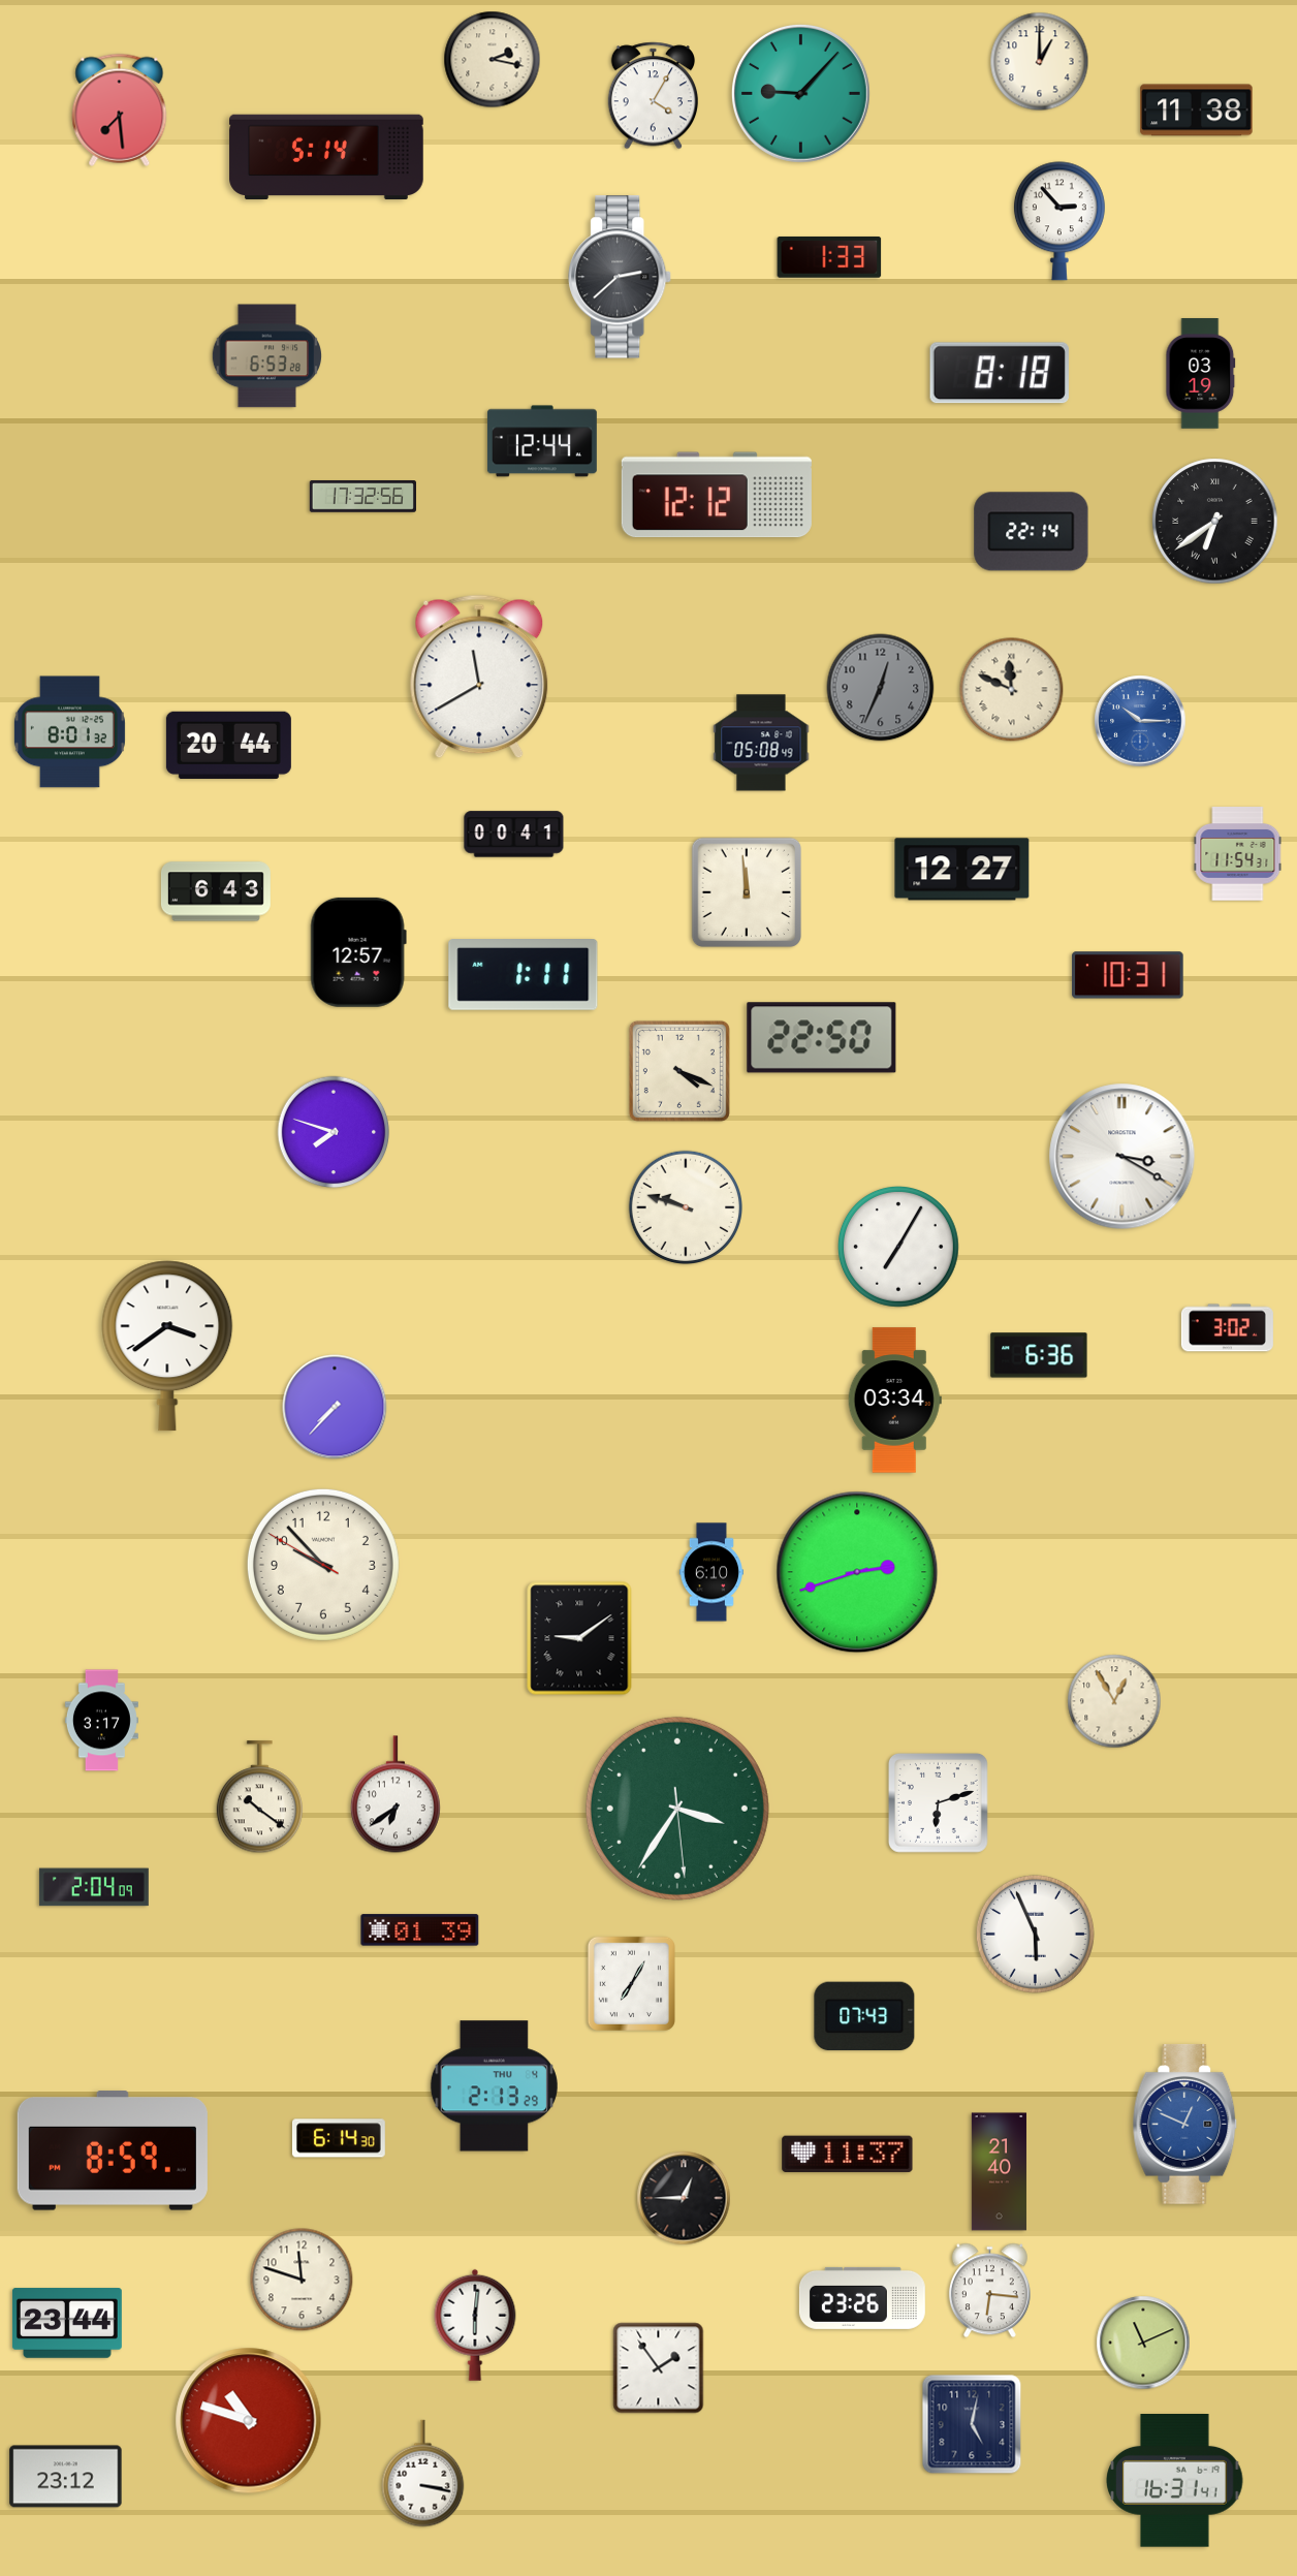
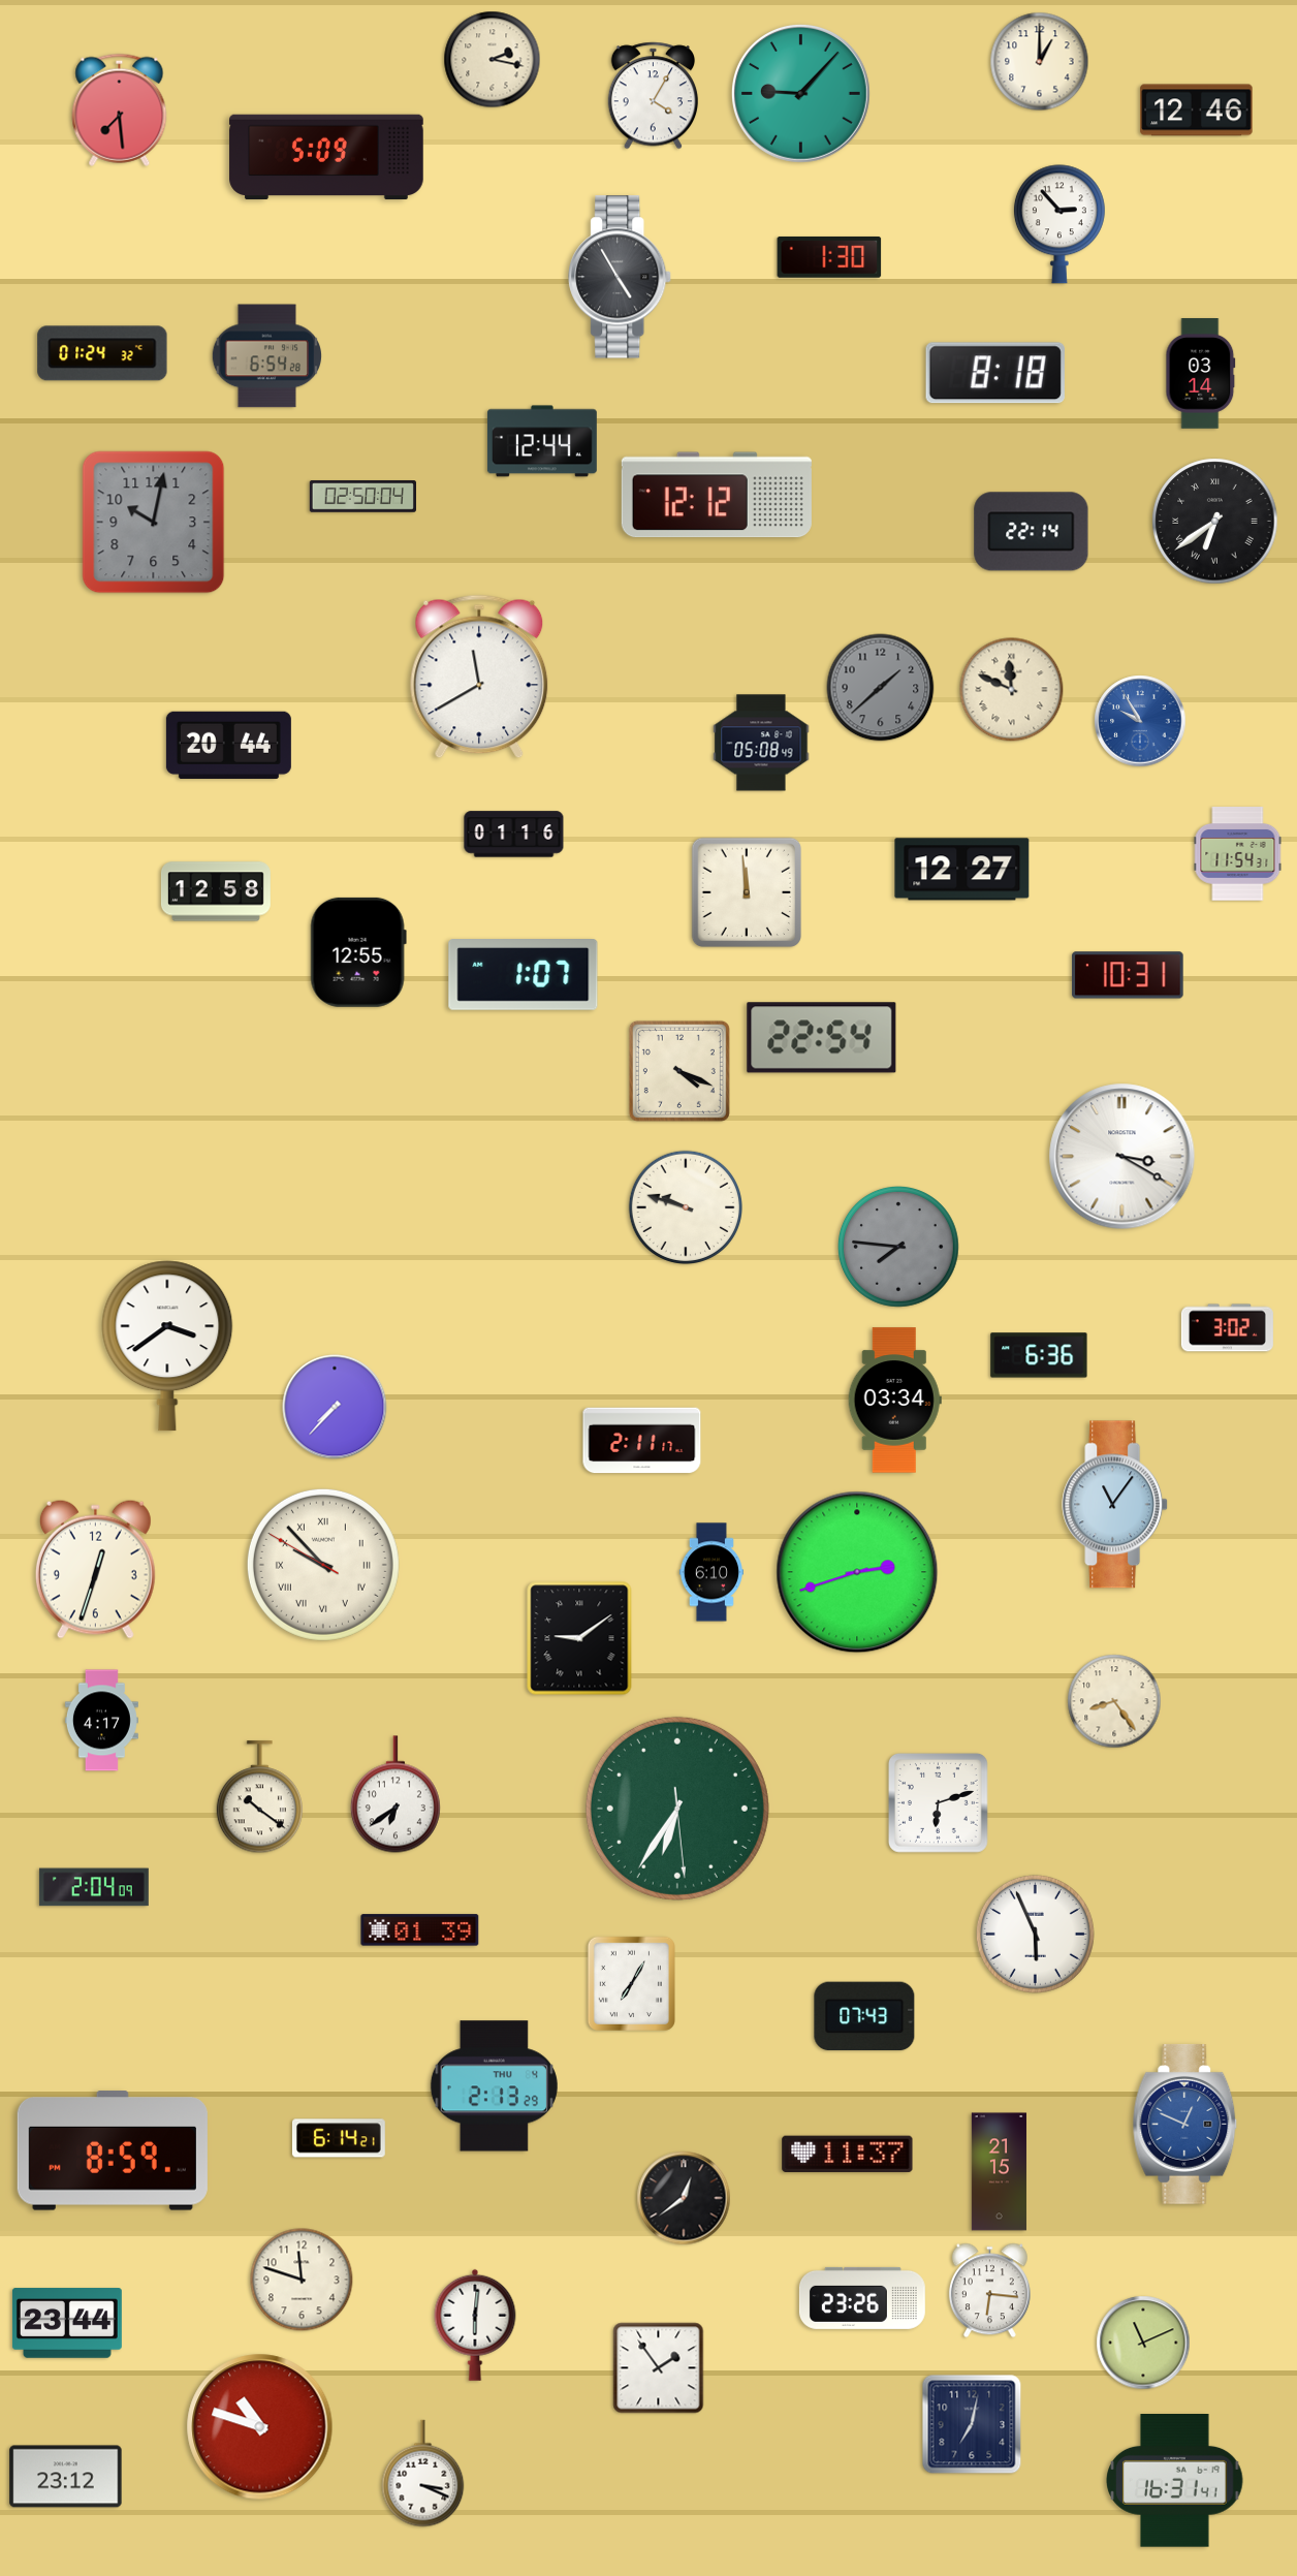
clock at (1197, 111): 11:38 -> 12:46
clock at (326, 157): 5:14 -> 5:09
clock at (1059, 221) position: (1059, 221) -> (1059, 224)
clock at (829, 257): 1:33 -> 1:30
clock at (621, 277): 2:38 -> 4:55
clock at (102, 353): none -> 01:24
clock at (266, 356): 6:53 -> 6:54
clock at (1000, 373) position: (1000, 373) -> (995, 373)
clock at (1201, 374): 03:19 -> 03:14
clock at (362, 497): 17:32 -> 02:50
clock at (154, 523): none -> 10:02
clock at (881, 688): 12:34 -> 1:38
clock at (1140, 721): 10:15 -> 9:55
clock at (69, 732): 8:01 -> none
clock at (514, 835): 00:41 -> 01:16
clock at (216, 891): 6:43 -> 12:58
clock at (358, 952): 12:57 -> 12:55
clock at (524, 975): 1:11 -> 1:07
clock at (822, 1038): 22:50 -> 22:54
clock at (334, 1132): 7:48 -> none
clock at (899, 1248): 7:05 -> 7:46
clock at (899, 1248) dial: white -> grey
clock at (642, 1441): none -> 2:11
clock at (1115, 1505): none -> 11:06
clock at (323, 1565) numerals: Arabic -> Roman
clock at (95, 1569): none -> 12:33
clock at (1114, 1701): 12:55 -> 8:24
clock at (101, 1721): 3:17 -> 4:17
clock at (677, 1809): 3:35 -> 6:35
clock at (339, 2138): 6:14:30 -> 6:14:21
clock at (999, 2172): 21:40 -> 21:15
clock at (684, 2198): 12:45 -> 12:39
clock at (249, 2421) position: (249, 2421) -> (260, 2427)
clock at (972, 2424): 5:02 -> 7:02
clock at (423, 2474): 3:17 -> 3:19
